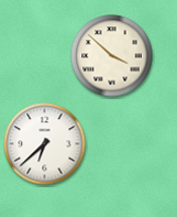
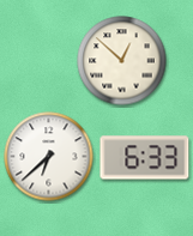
clock at (112, 56): 3:52 -> 12:52
clock at (145, 158): none -> 6:33
